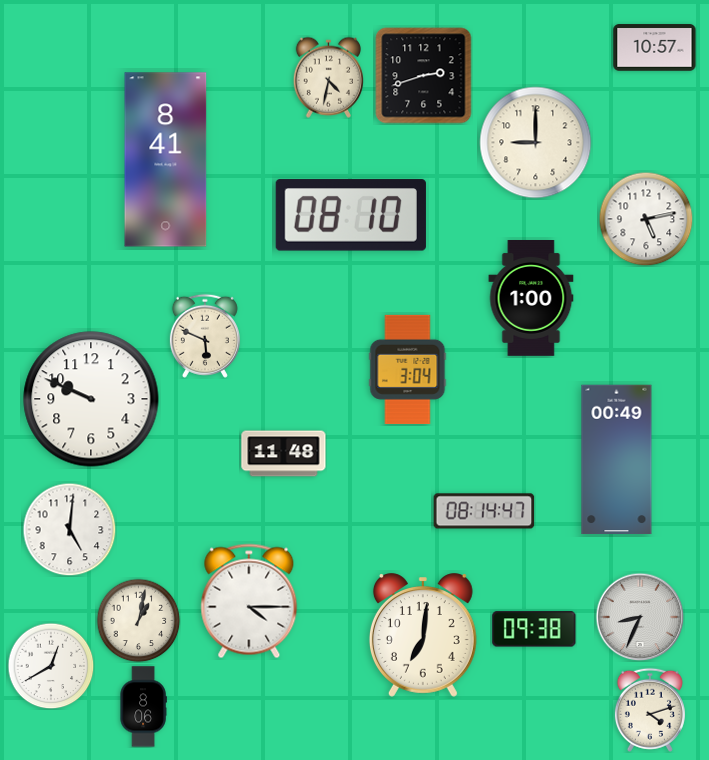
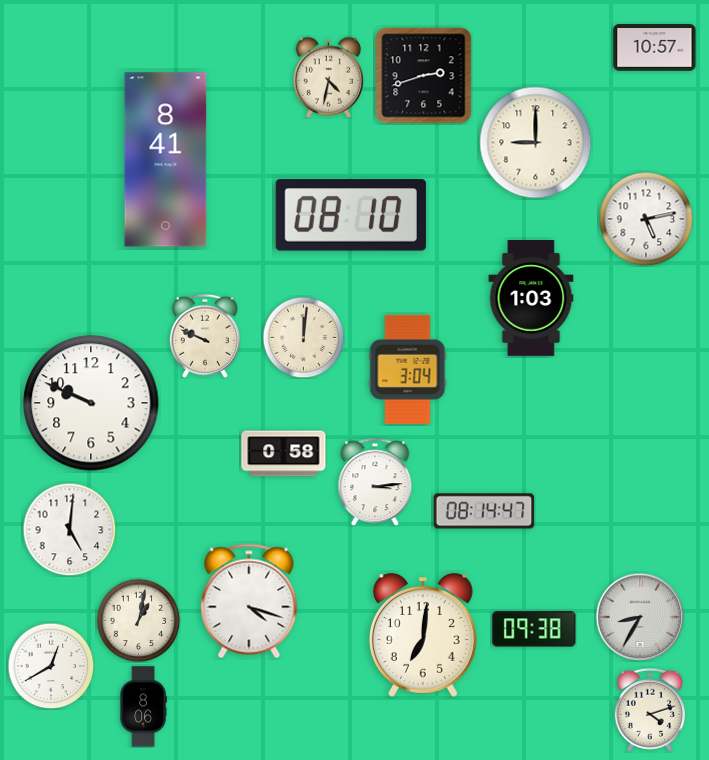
clock at (531, 299): 1:00 -> 1:03
clock at (205, 336): 5:49 -> 9:49
clock at (303, 337): none -> 12:01
clock at (91, 399) position: (91, 399) -> (91, 403)
clock at (284, 454): 11:48 -> 0:58
clock at (617, 460): 00:49 -> none
clock at (375, 482): none -> 3:14
clock at (249, 601): 4:15 -> 4:18
clock at (640, 617): 8:34 -> 8:35
